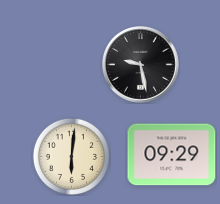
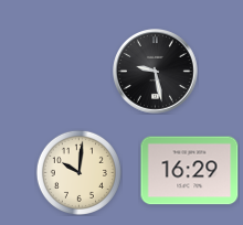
clock at (172, 155): 09:29 -> 16:29
clock at (71, 156): 6:01 -> 10:01
